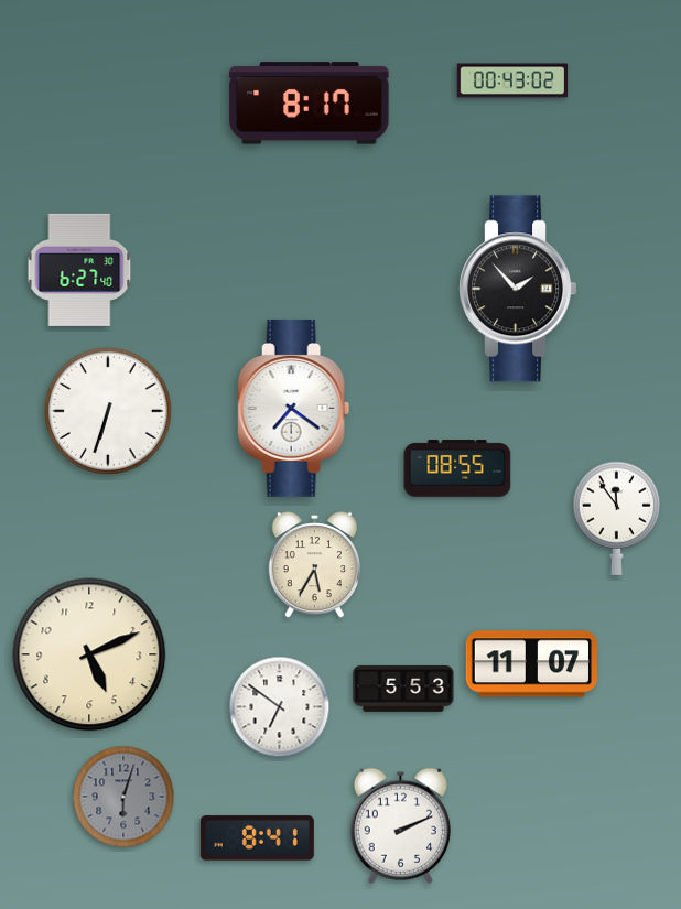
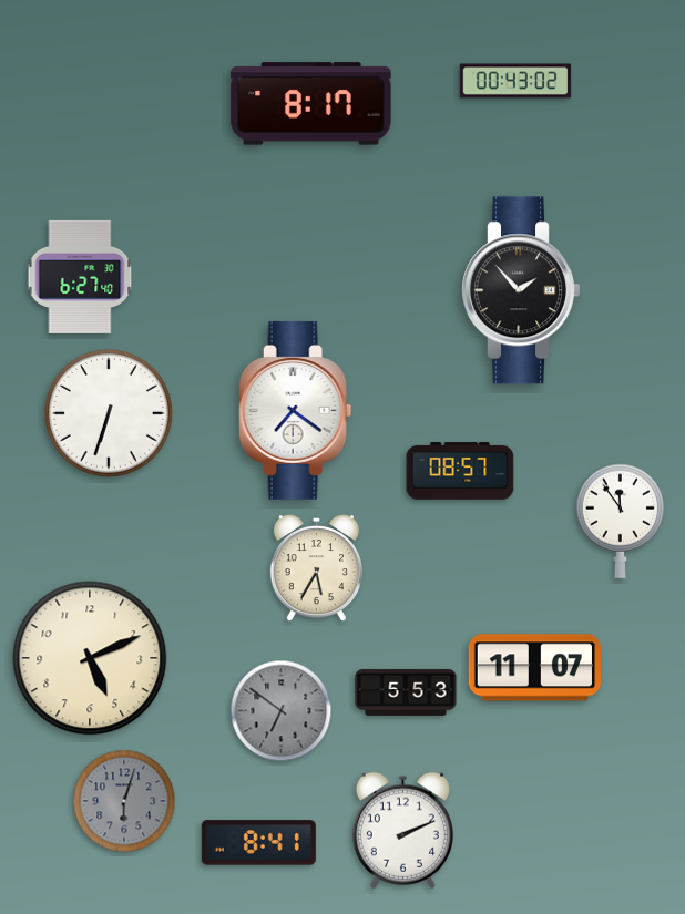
clock at (79, 270) position: (79, 270) -> (80, 277)
clock at (457, 468): 08:55 -> 08:57
clock at (280, 707) dial: white -> grey
